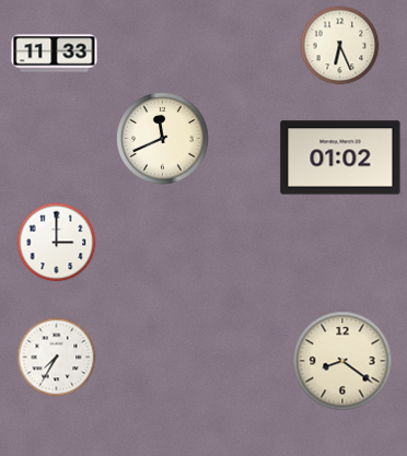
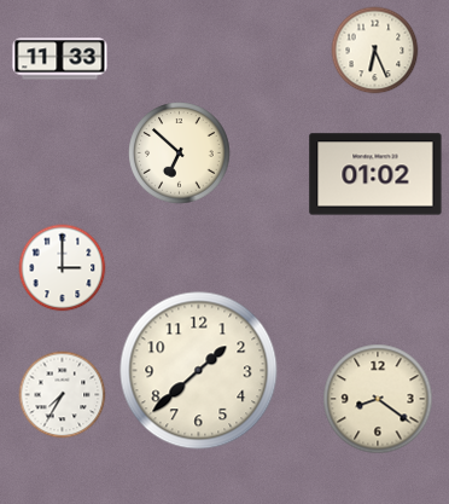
clock at (163, 139): 11:41 -> 6:52
clock at (199, 371): none -> 1:38
